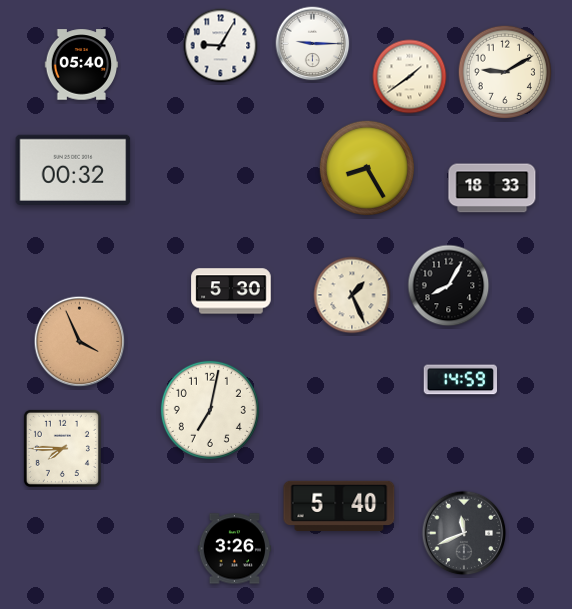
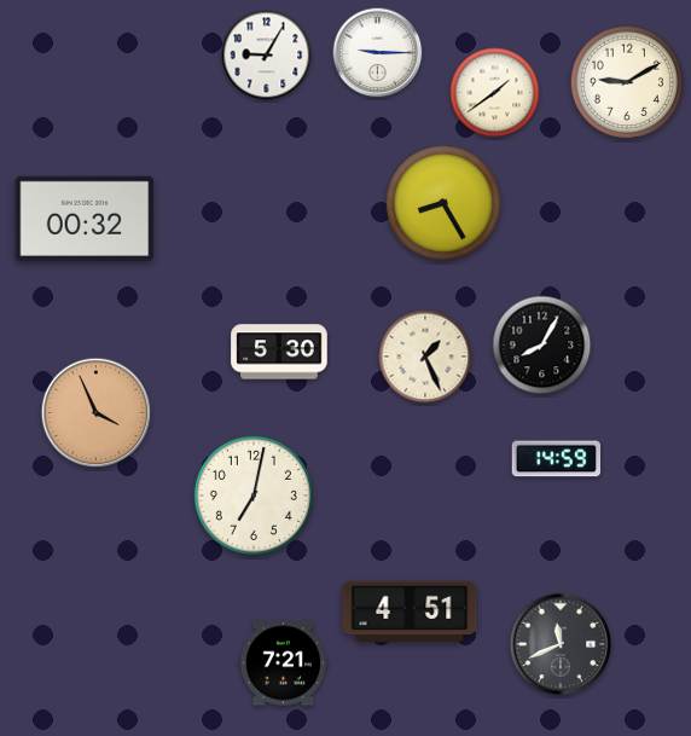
clock at (82, 65): 05:40 -> none
clock at (505, 72) position: (505, 72) -> (627, 82)
clock at (73, 170) position: (73, 170) -> (85, 219)
clock at (492, 188): 18:33 -> none
clock at (62, 448): 7:45 -> none
clock at (339, 506): 5:40 -> 4:51
clock at (235, 549): 3:26 -> 7:21
